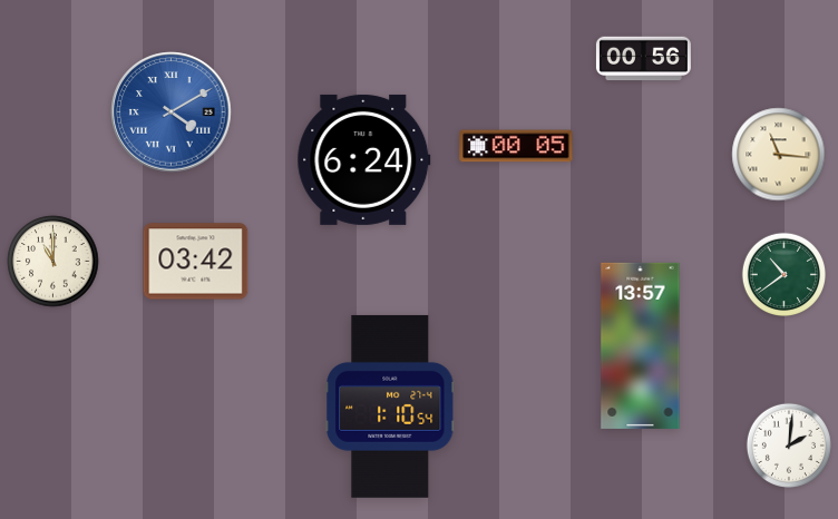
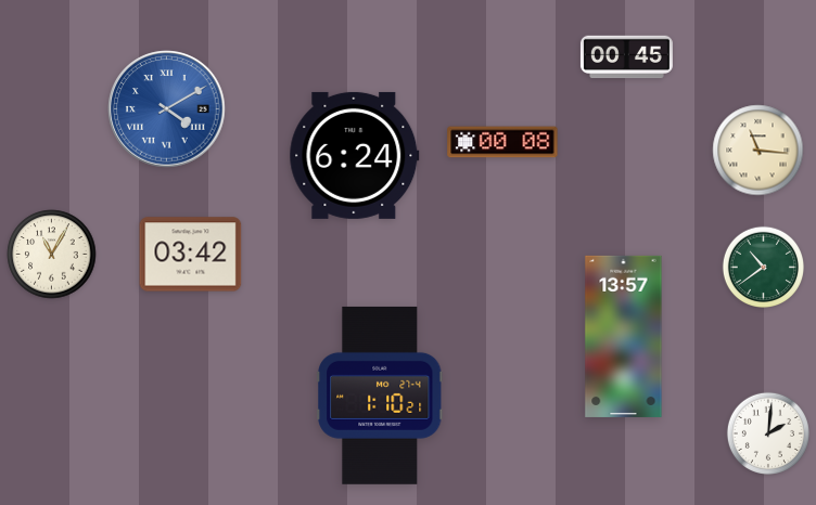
clock at (643, 59): 00:56 -> 00:45
clock at (516, 146): 00:05 -> 00:08
clock at (53, 262): 11:00 -> 11:05
clock at (391, 407): 1:10:54 -> 1:10:21
